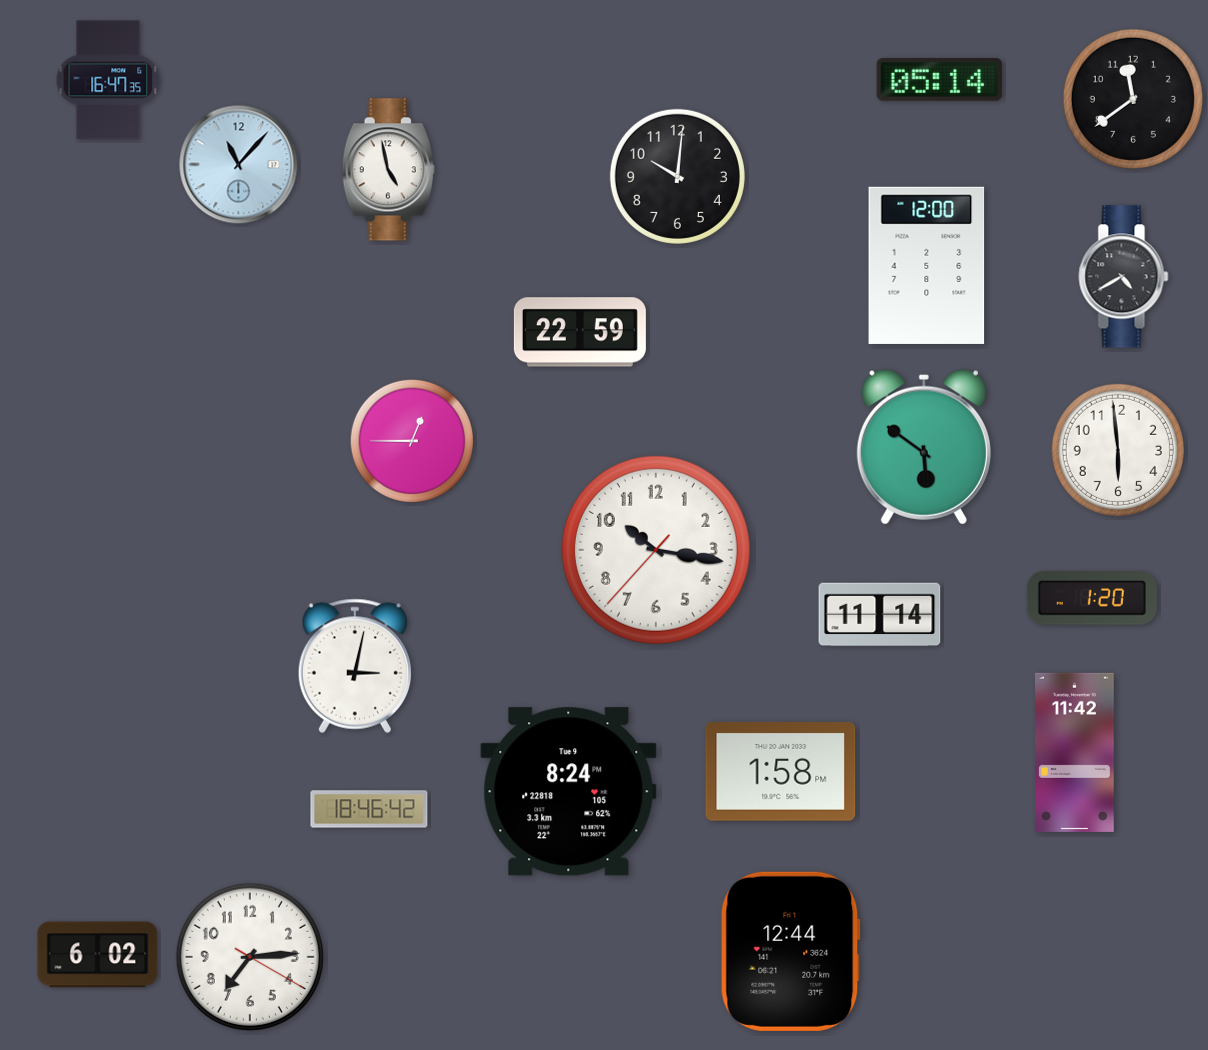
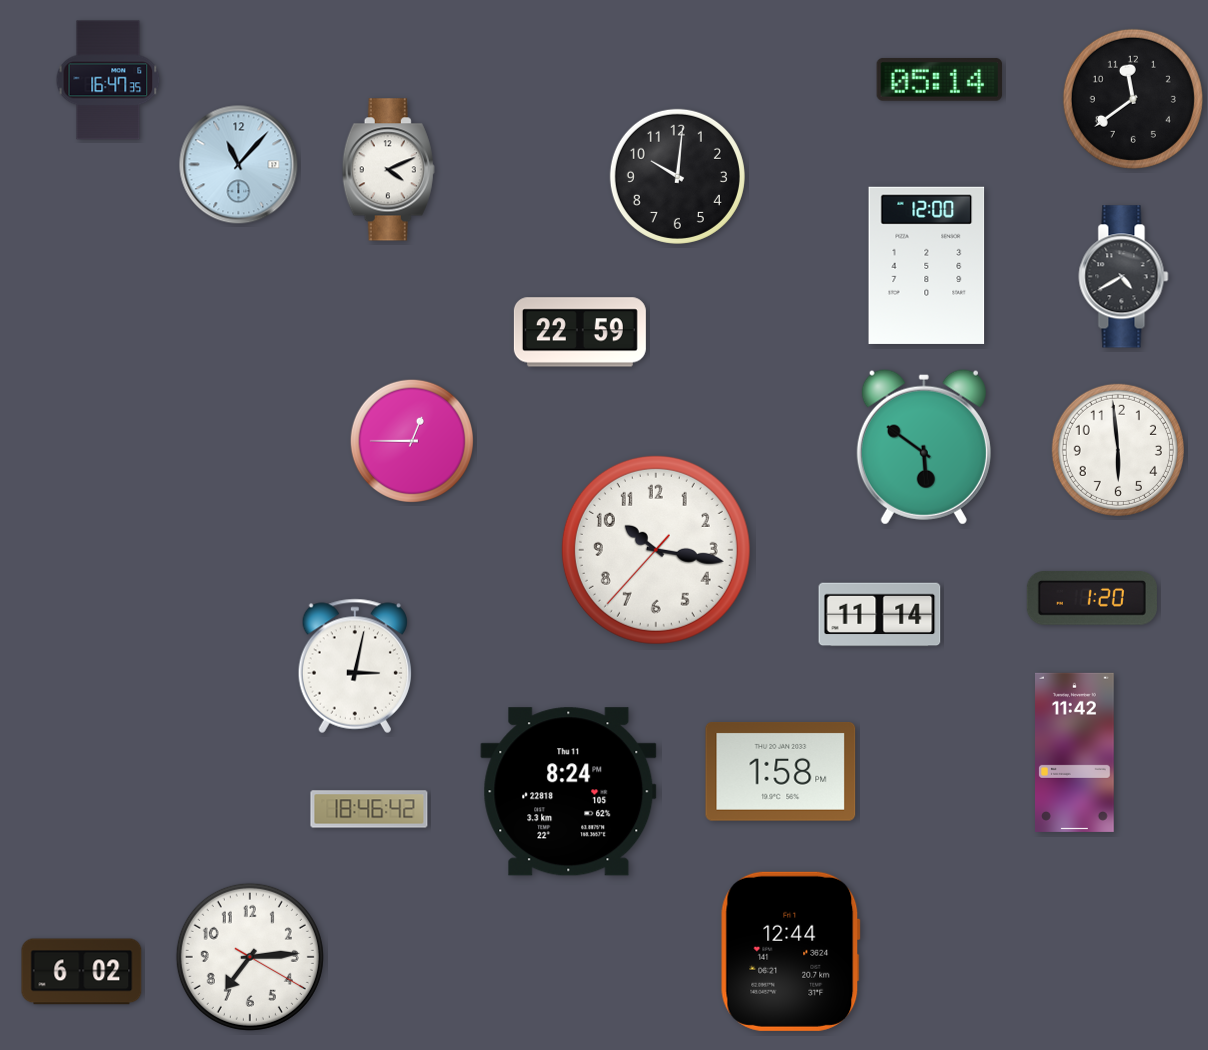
clock at (388, 170): 4:58 -> 4:11
clock at (569, 792) date: Tue 9 -> Thu 11
clock at (98, 955) position: (98, 955) -> (82, 972)
